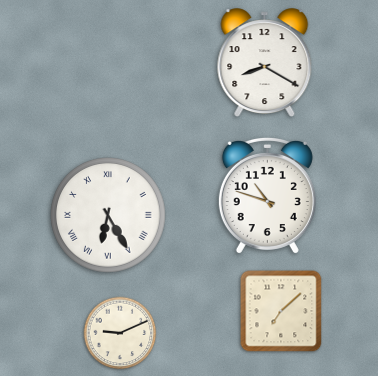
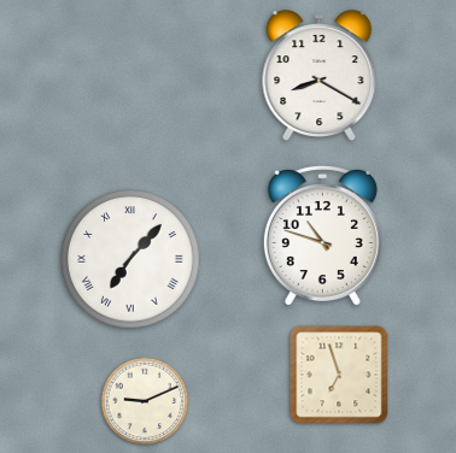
clock at (108, 215): 6:25 -> 7:07
clock at (281, 311): 7:08 -> 6:57
